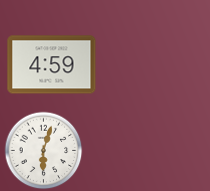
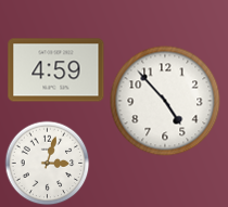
clock at (165, 101): none -> 4:53
clock at (43, 150): 6:03 -> 3:03
